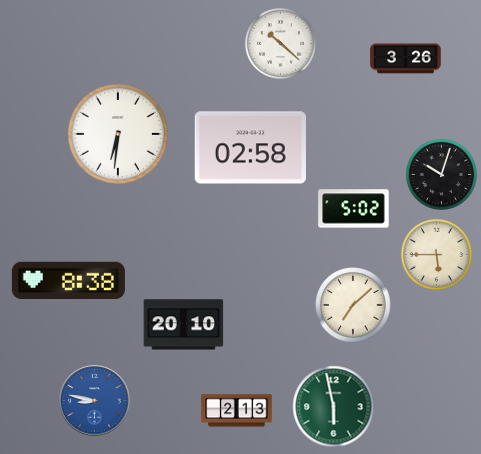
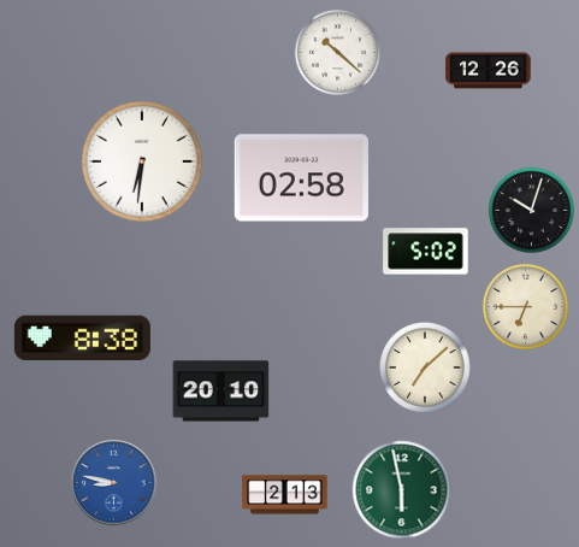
clock at (406, 59): 3:26 -> 12:26
clock at (436, 254): 5:45 -> 6:45
